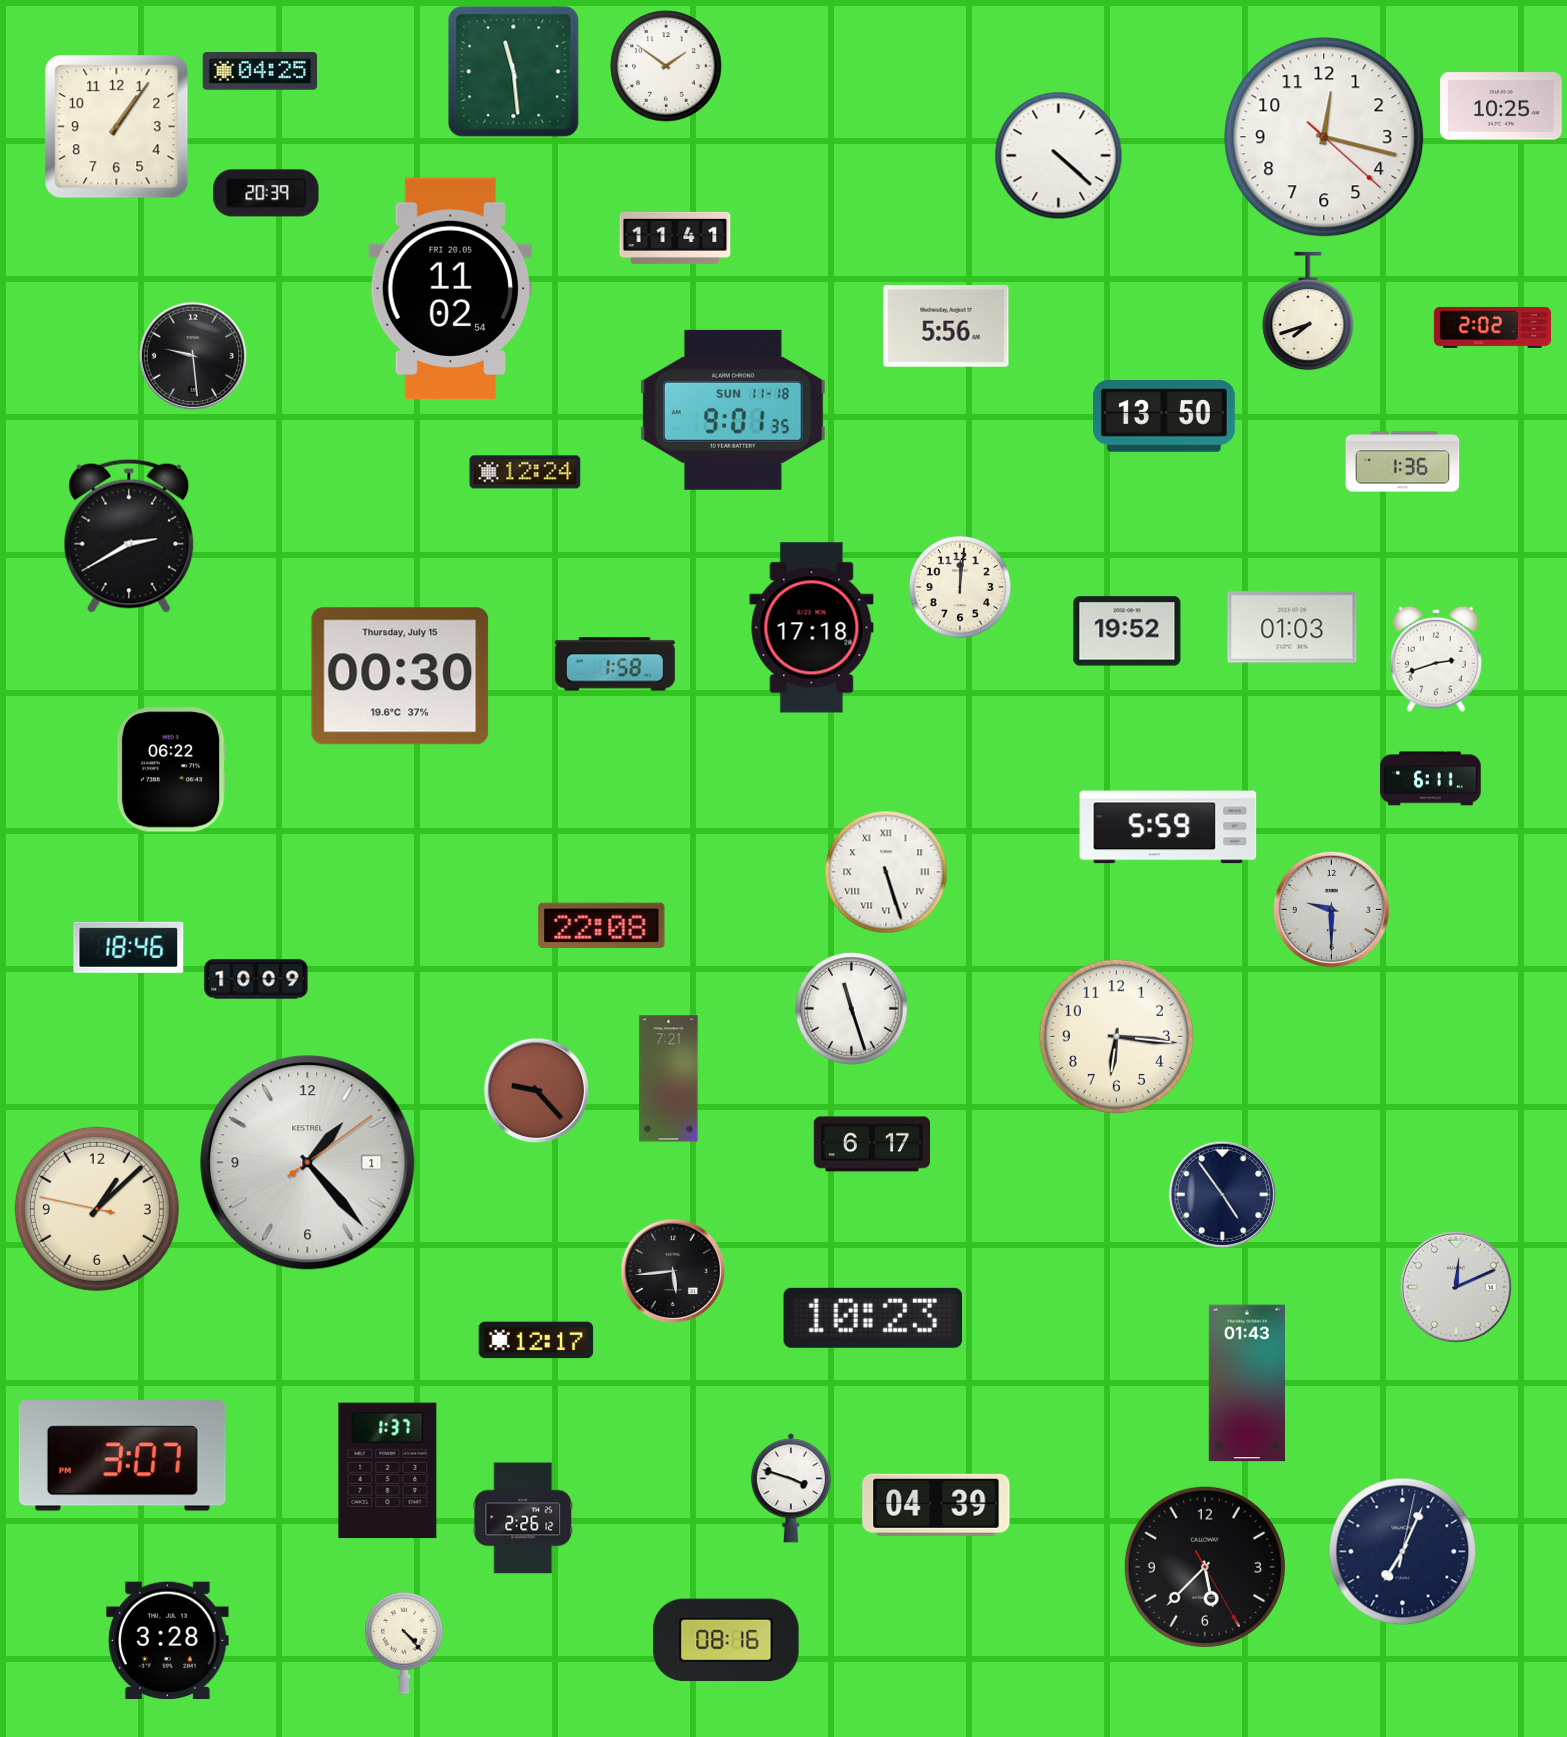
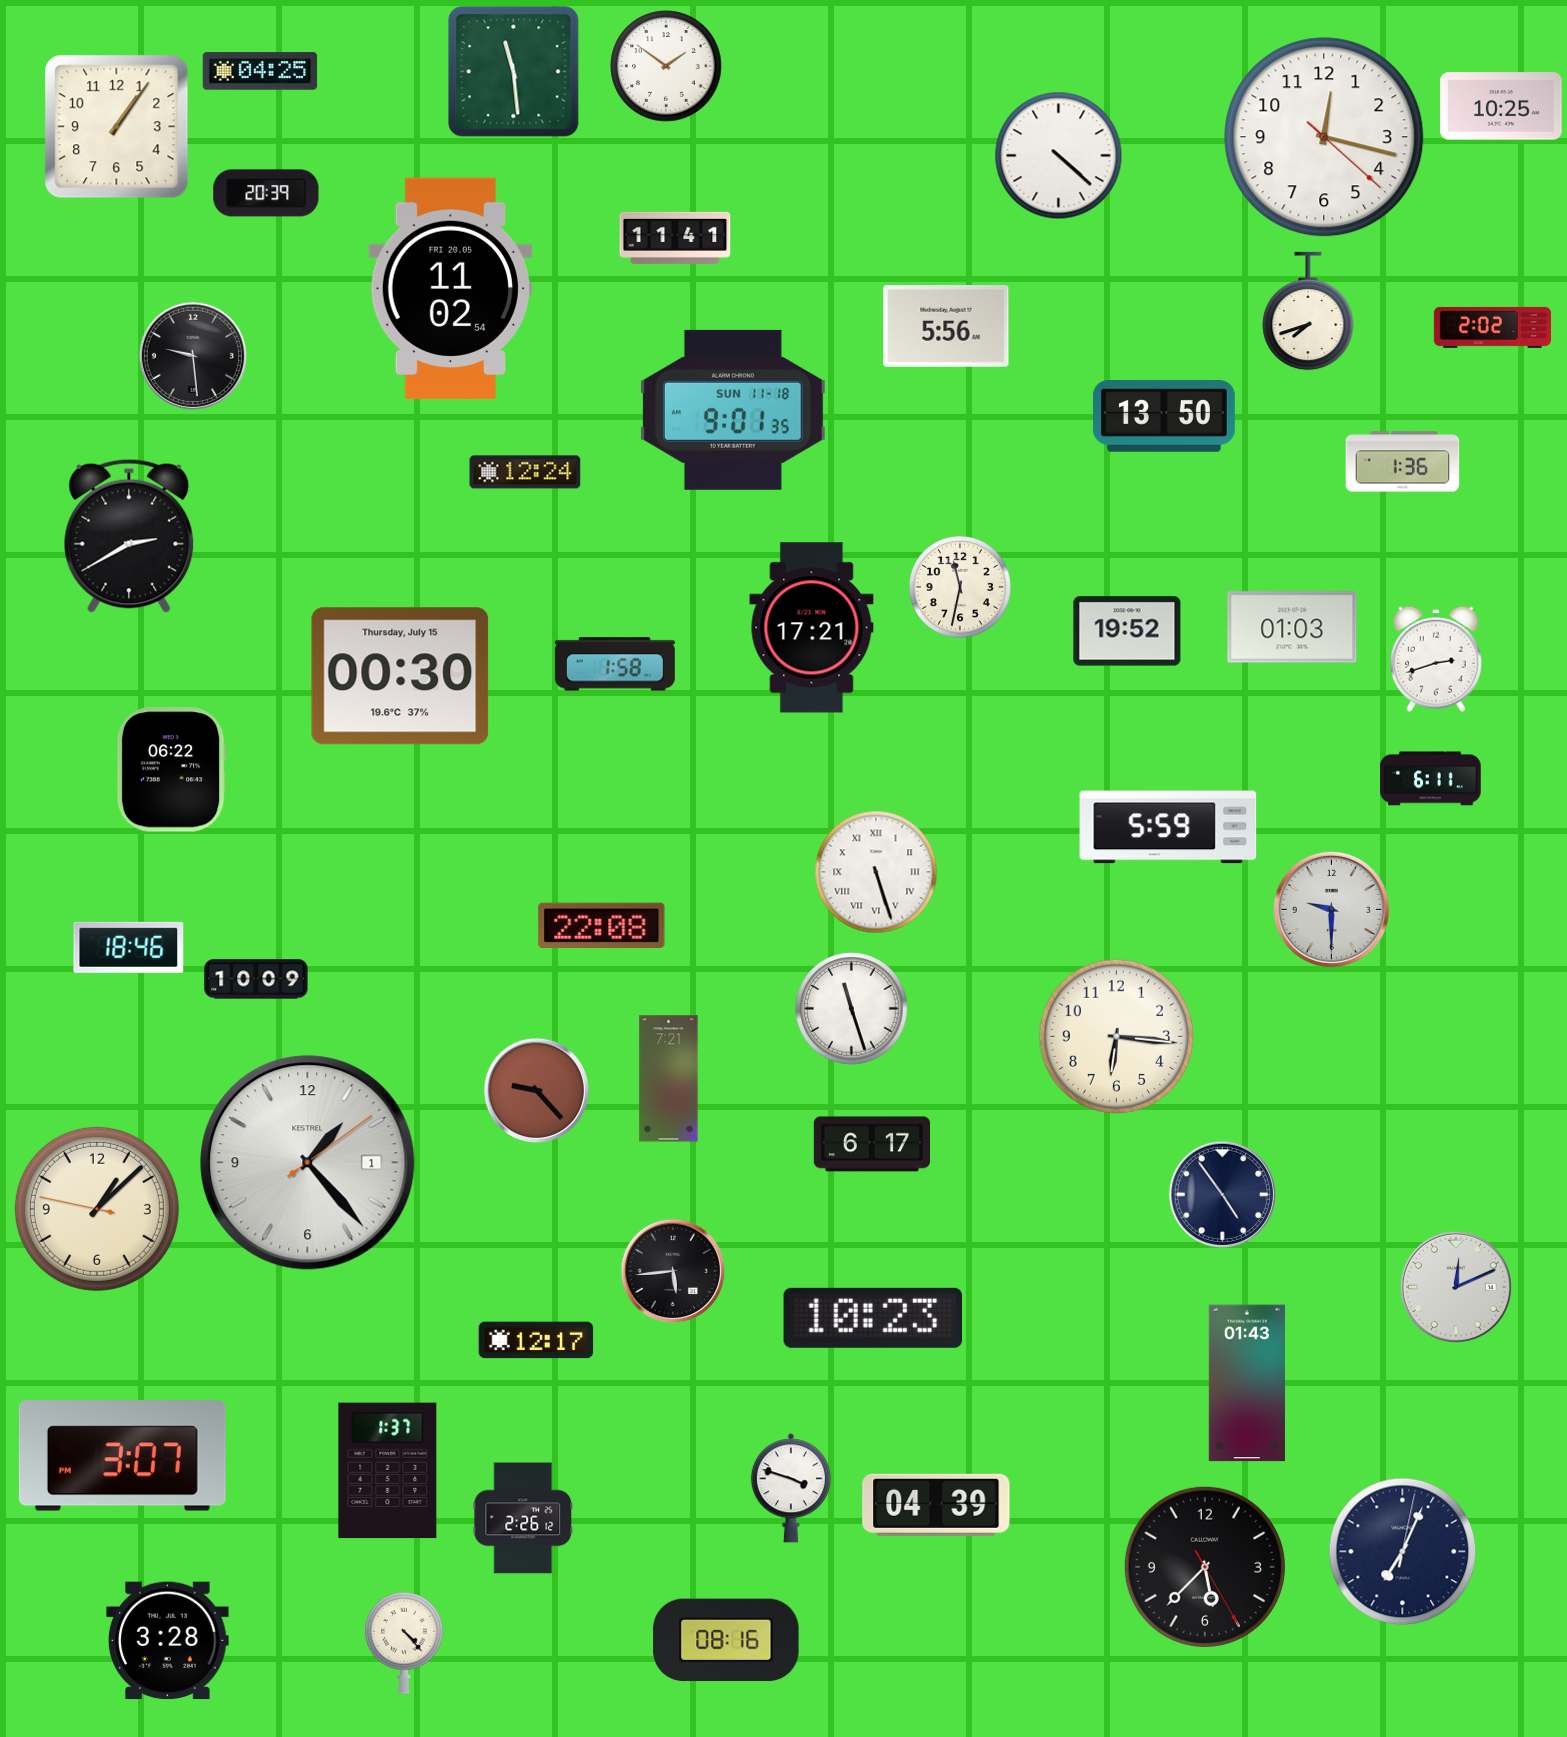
clock at (960, 587): 12:01 -> 11:32
clock at (812, 628): 17:18 -> 17:21
clock at (886, 872) position: (886, 872) -> (876, 872)
